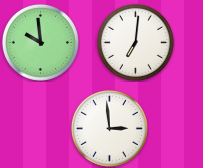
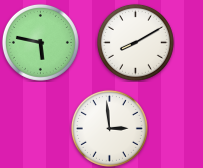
clock at (40, 42): 9:59 -> 5:47
clock at (135, 42): 7:01 -> 8:10
